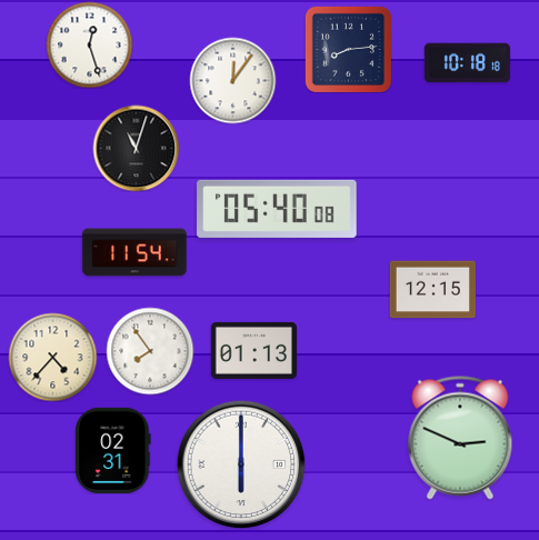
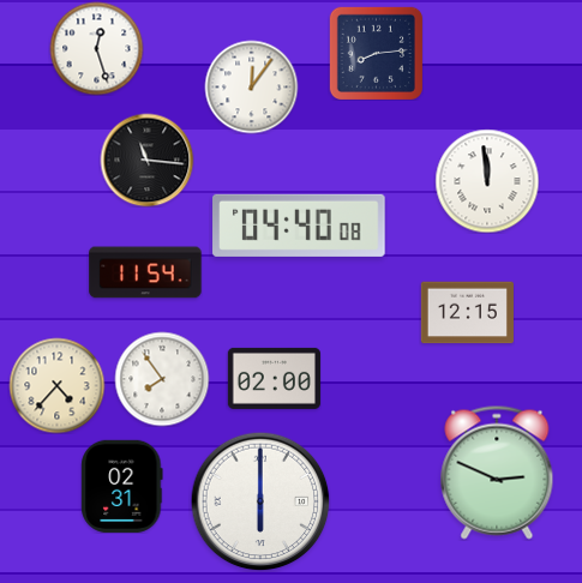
clock at (467, 63): 10:18 -> none
clock at (136, 148): 11:03 -> 11:16
clock at (487, 181): none -> 11:59
clock at (277, 209): 05:40 -> 04:40
clock at (253, 350): 01:13 -> 02:00
